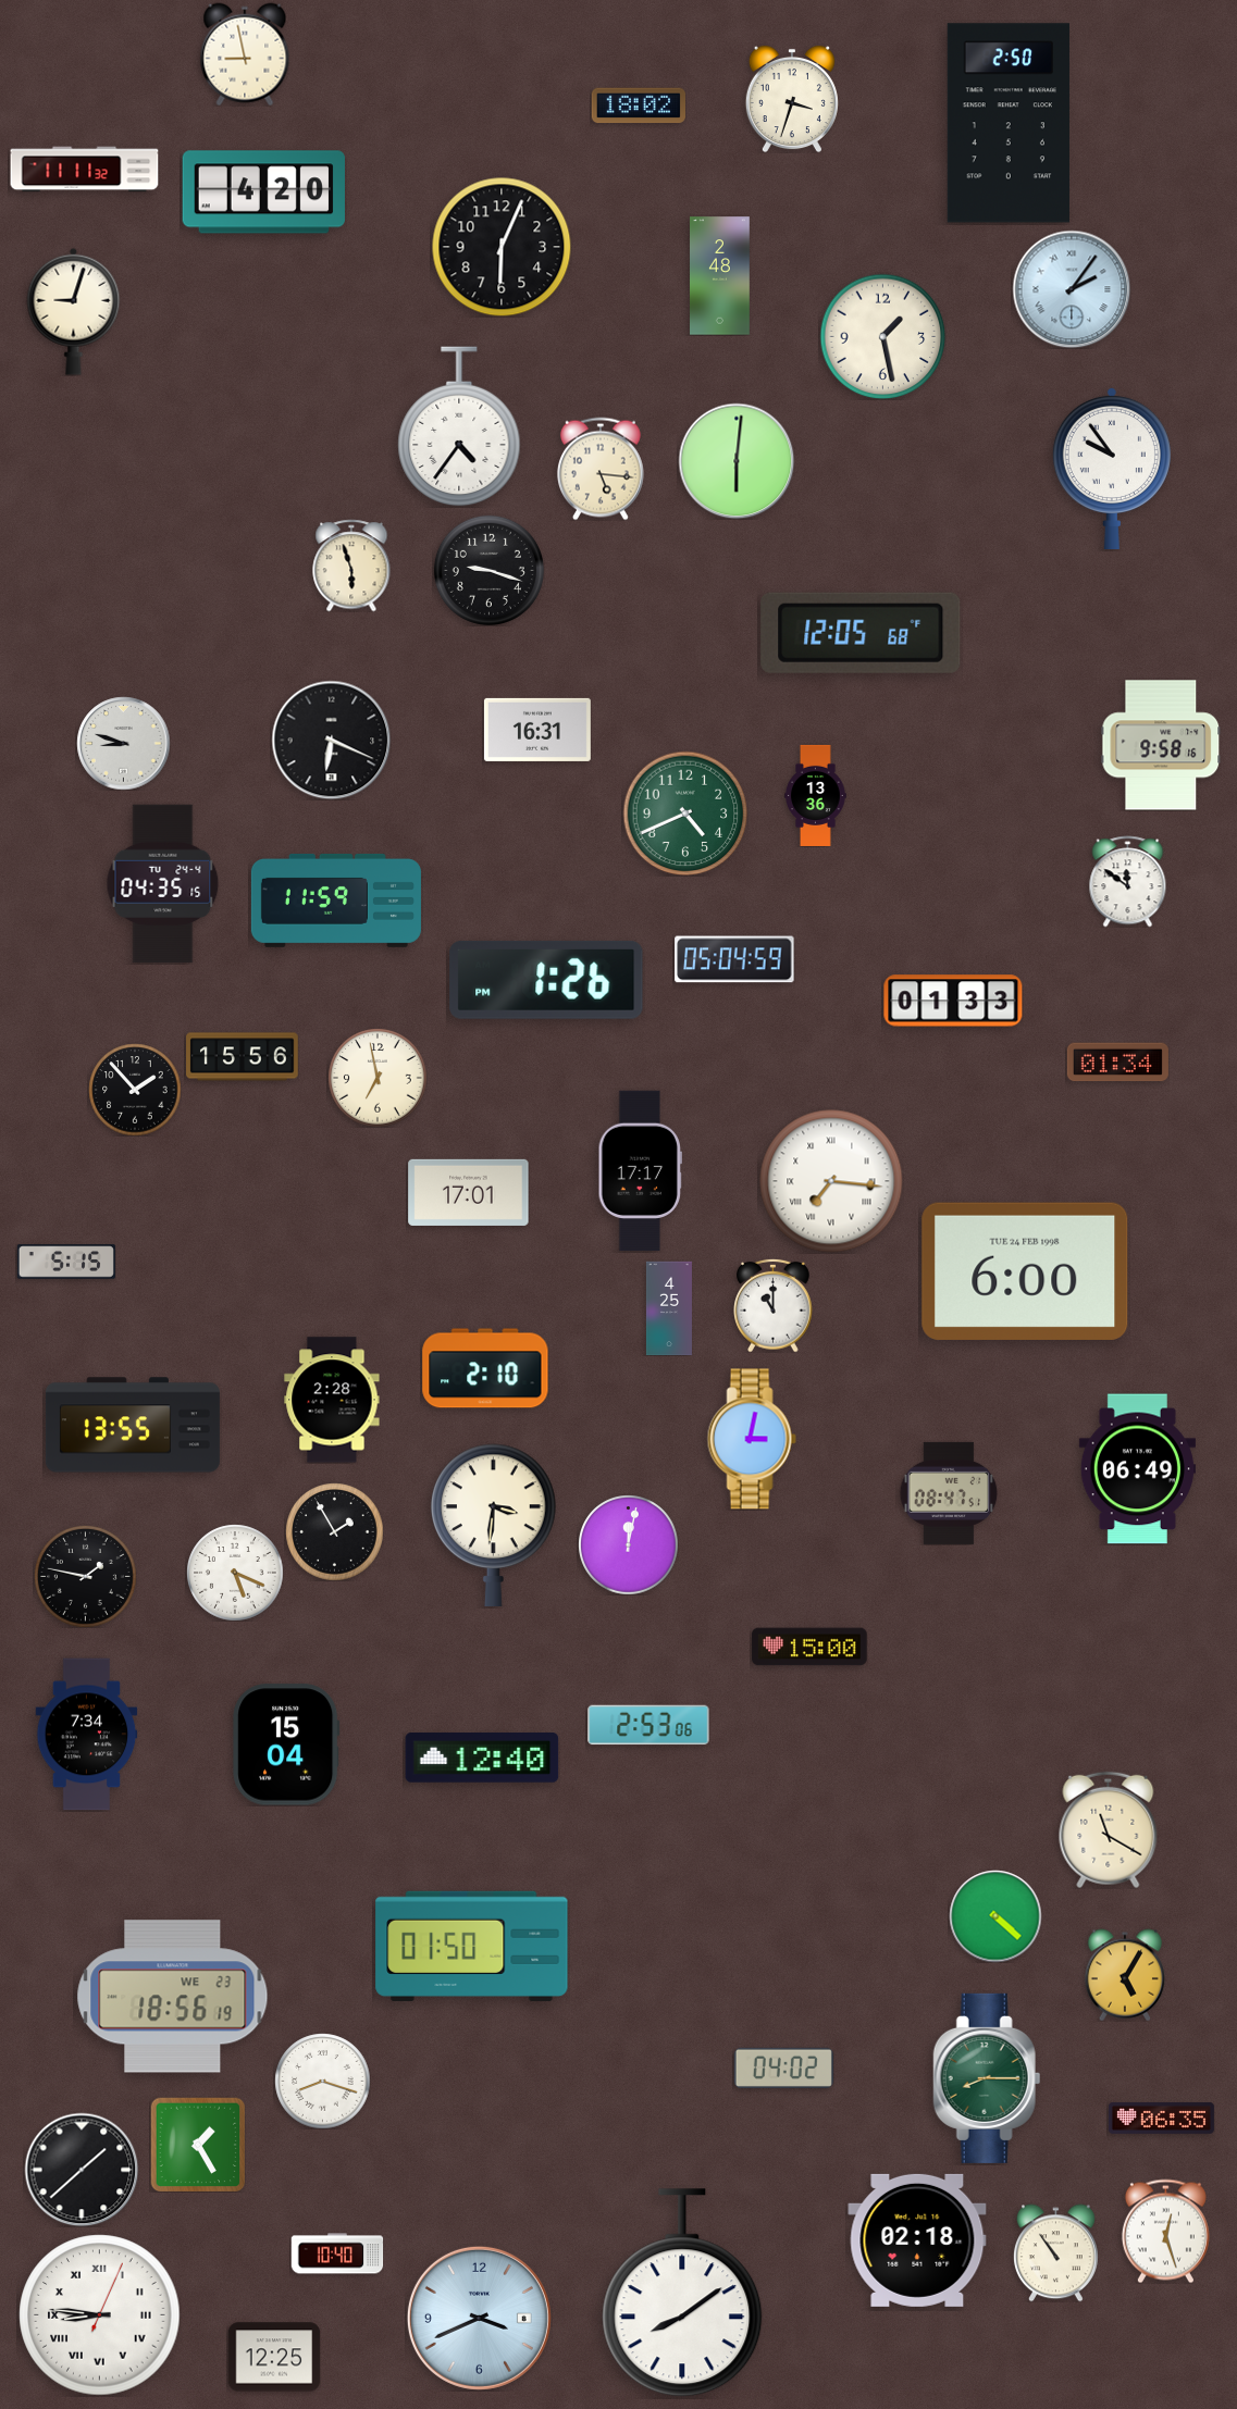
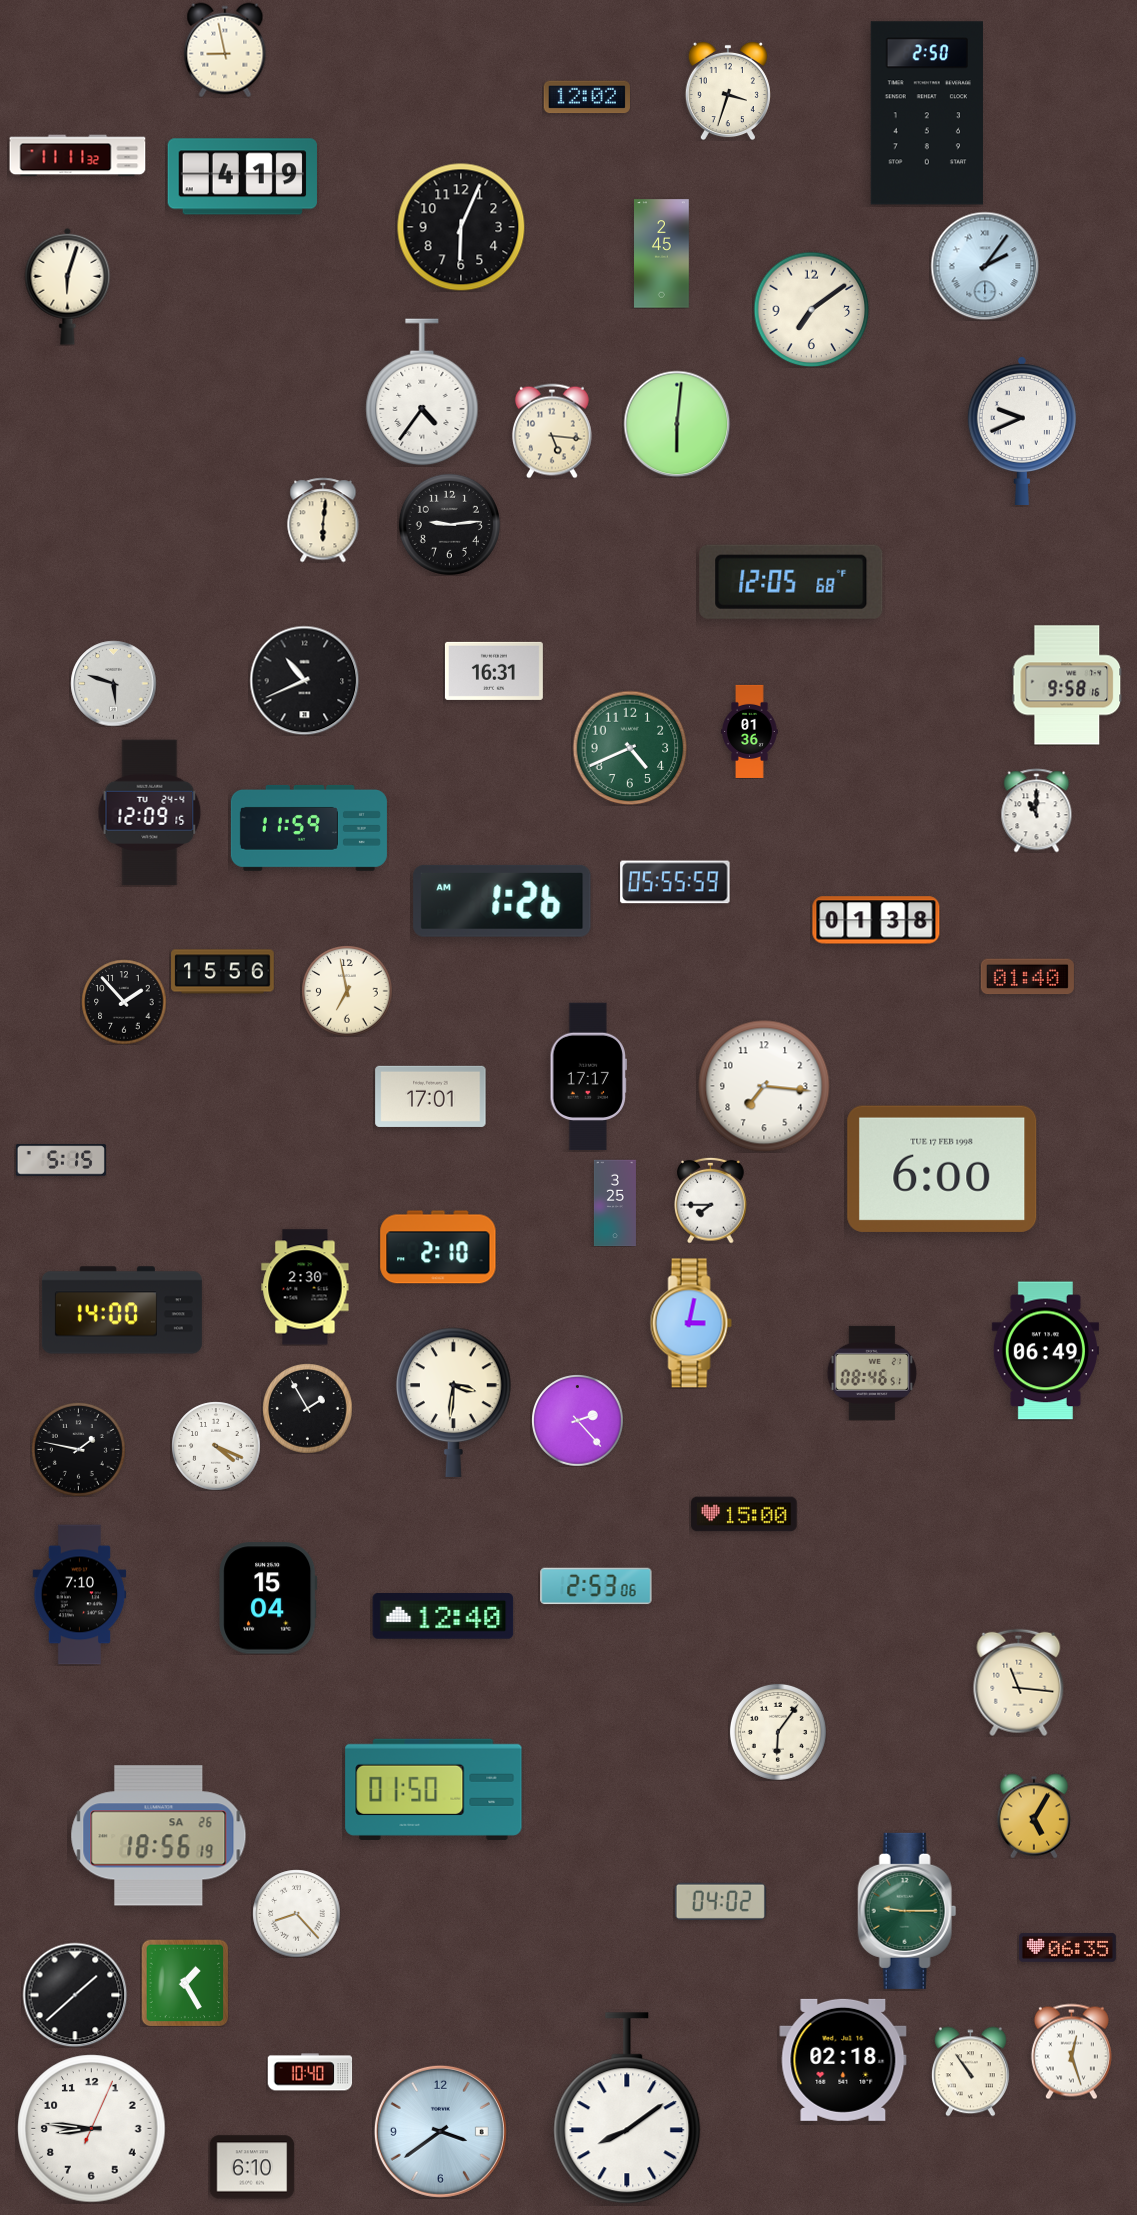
clock at (638, 105): 18:02 -> 12:02
clock at (263, 193): 4:20 -> 4:19
clock at (720, 276): 2:48 -> 2:45
clock at (74, 311): 9:03 -> 6:03
clock at (882, 336): 1:28 -> 7:09
clock at (1112, 468): 9:54 -> 9:41
clock at (351, 566): 5:57 -> 6:01
clock at (488, 570): 9:18 -> 9:14
clock at (331, 740): 6:19 -> 10:41
clock at (123, 743): 8:48 -> 5:48
clock at (816, 795): 13:36 -> 01:36
clock at (1128, 881): 11:51 -> 11:00
clock at (163, 884): 04:35 -> 12:09
clock at (734, 959): 05:04 -> 05:55
clock at (546, 980): 1:26 PM -> 1:26 AM
clock at (953, 1001): 01:33 -> 01:38
clock at (1117, 1063): 01:34 -> 01:40
clock at (831, 1181) numerals: Roman -> Arabic
clock at (1025, 1271) date: TUE 24 FEB 1998 -> TUE 17 FEB 1998
clock at (774, 1305): 11:00 -> 7:45
clock at (669, 1308): 4:25 -> 3:25
clock at (485, 1368) position: (485, 1368) -> (438, 1247)
clock at (332, 1400): 2:28 -> 2:30
clock at (133, 1425): 13:55 -> 14:00
clock at (949, 1493): 08:47 -> 08:46
clock at (629, 1545): 12:02 -> 2:23
clock at (235, 1573): 5:19 -> 4:19
clock at (87, 1735): 7:34 -> 7:10
clock at (286, 1744) position: (286, 1744) -> (268, 1598)
clock at (1109, 1829): 11:20 -> 11:16
clock at (778, 1732): none -> 6:06
clock at (995, 1916): 4:22 -> none
clock at (173, 1997) date: WE 23 -> SA 26
clock at (987, 2078): 8:15 -> 9:15
clock at (322, 2081): 8:18 -> 8:23
clock at (198, 2145) position: (198, 2145) -> (185, 1983)
clock at (100, 2315) numerals: Roman -> Arabic
clock at (479, 2318): 3:41 -> 3:39
clock at (274, 2357): 12:25 -> 6:10
